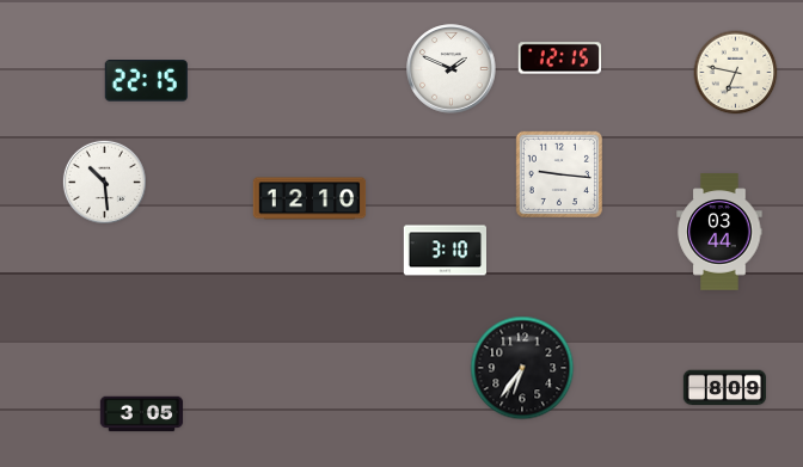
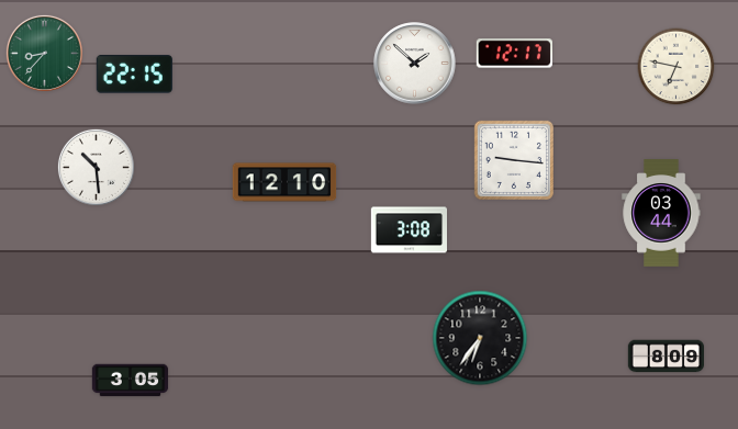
clock at (44, 53): none -> 8:37
clock at (559, 59): 12:15 -> 12:17
clock at (452, 69): 1:49 -> 1:52
clock at (446, 251): 3:10 -> 3:08
